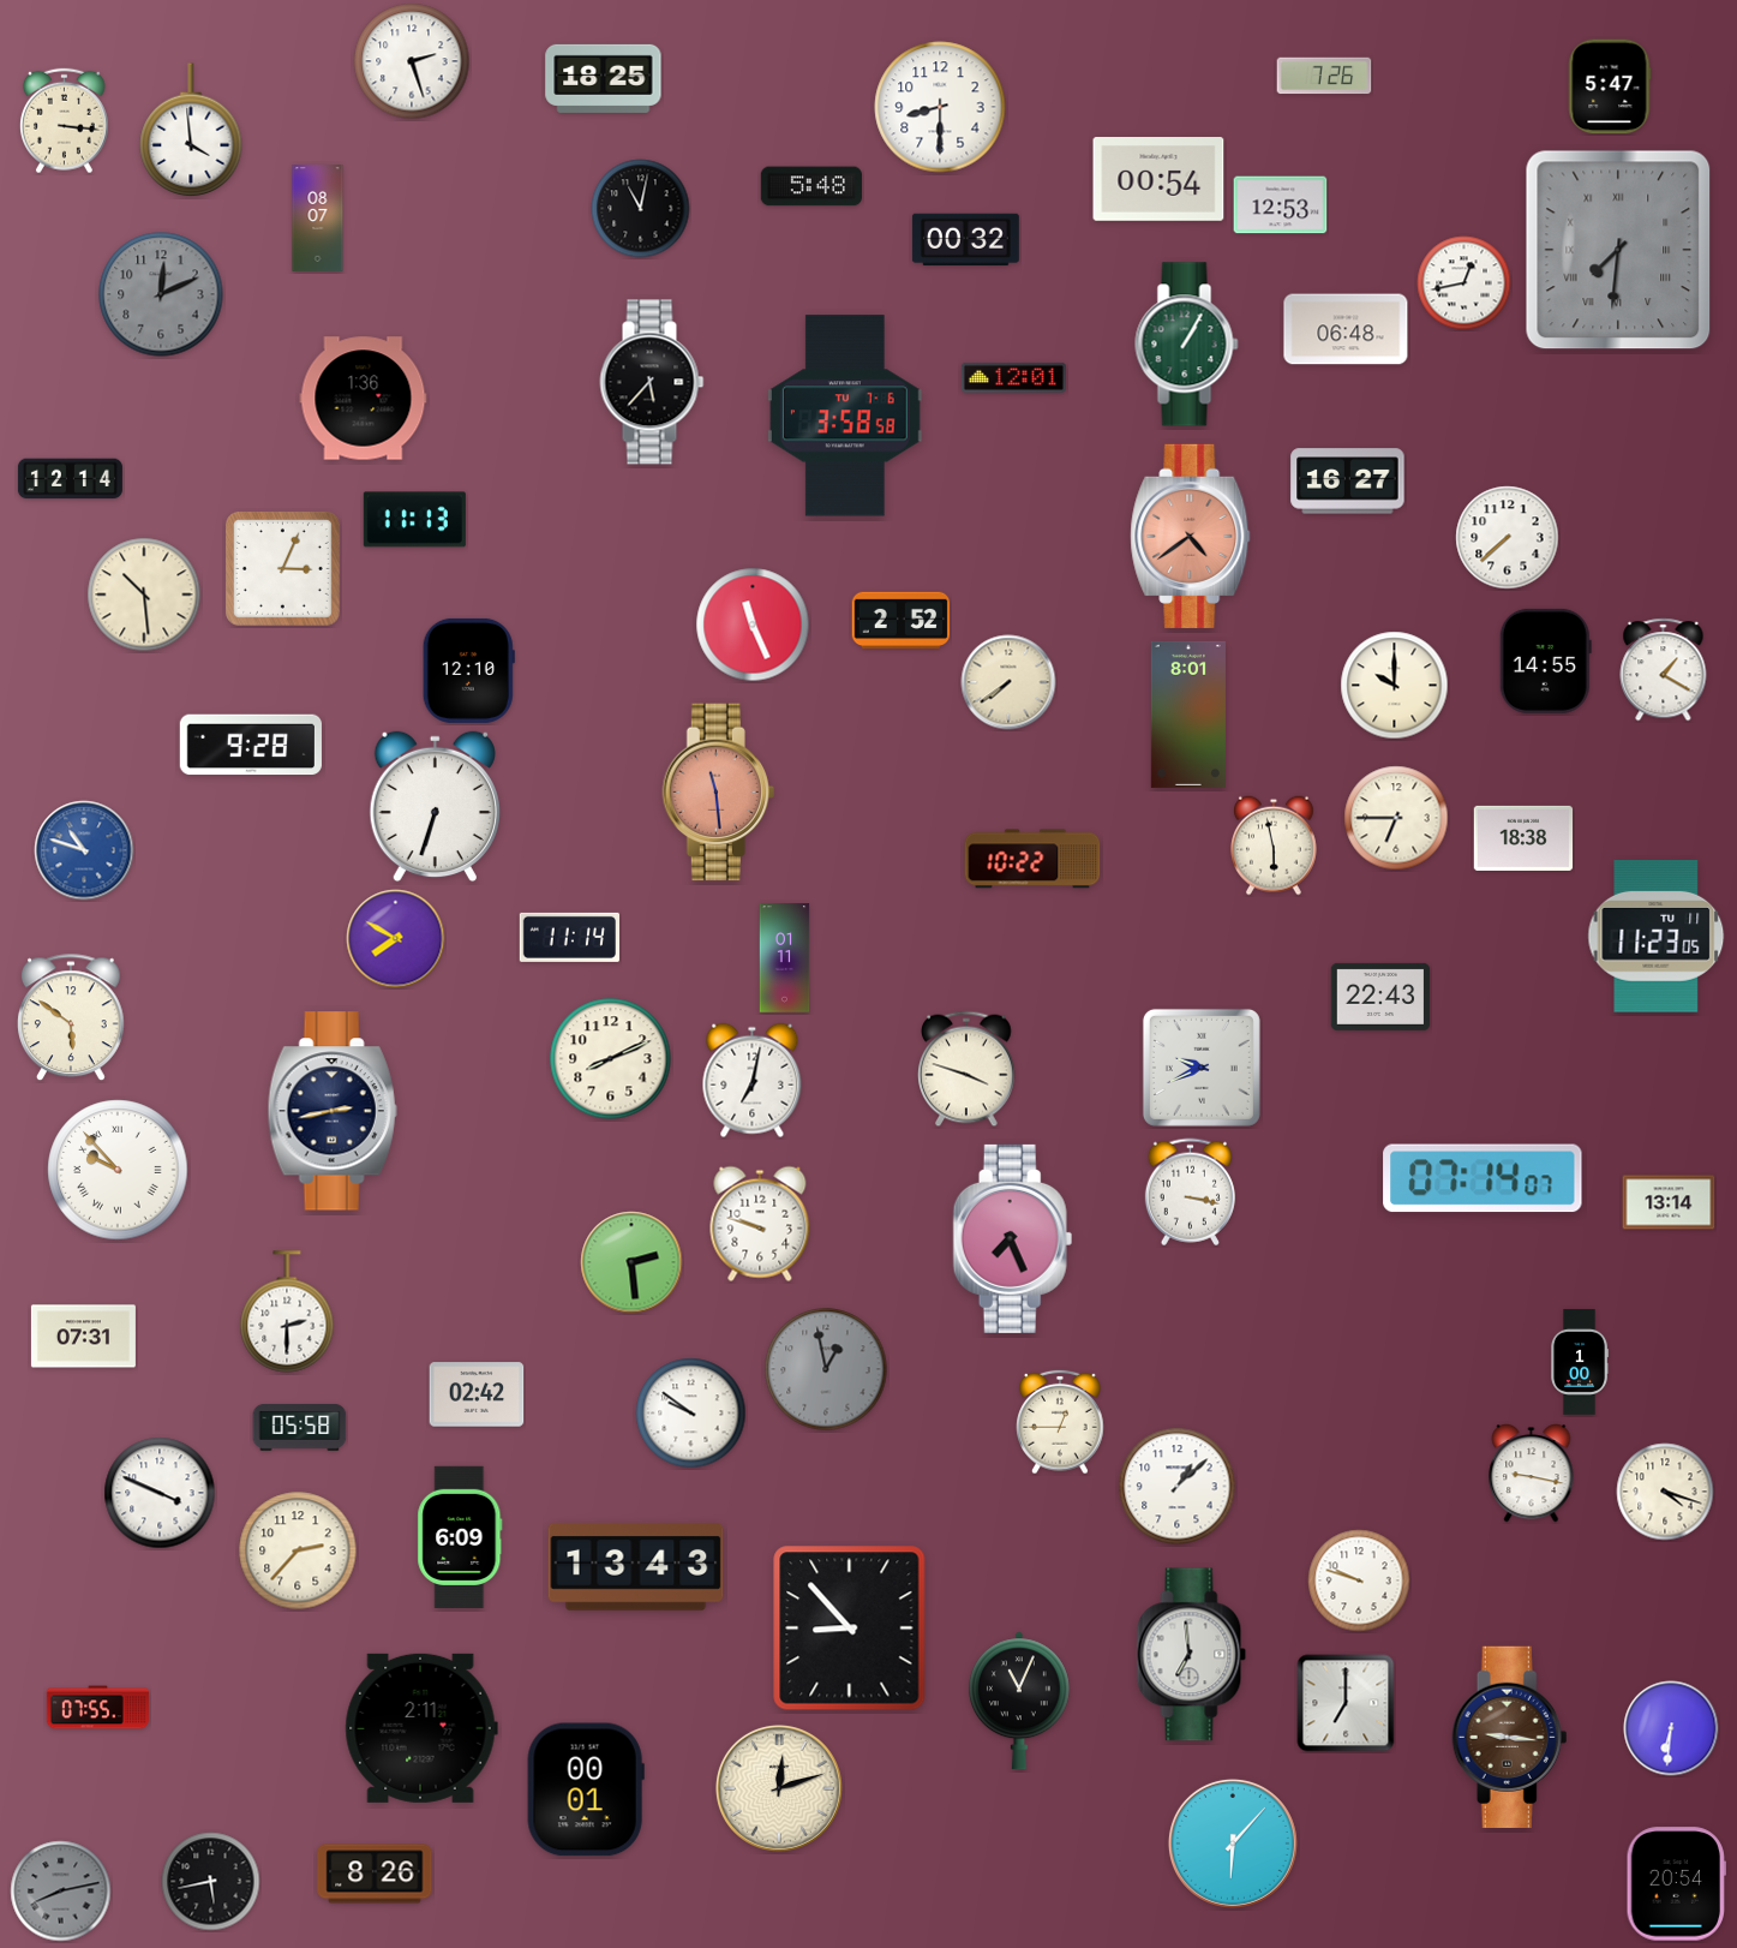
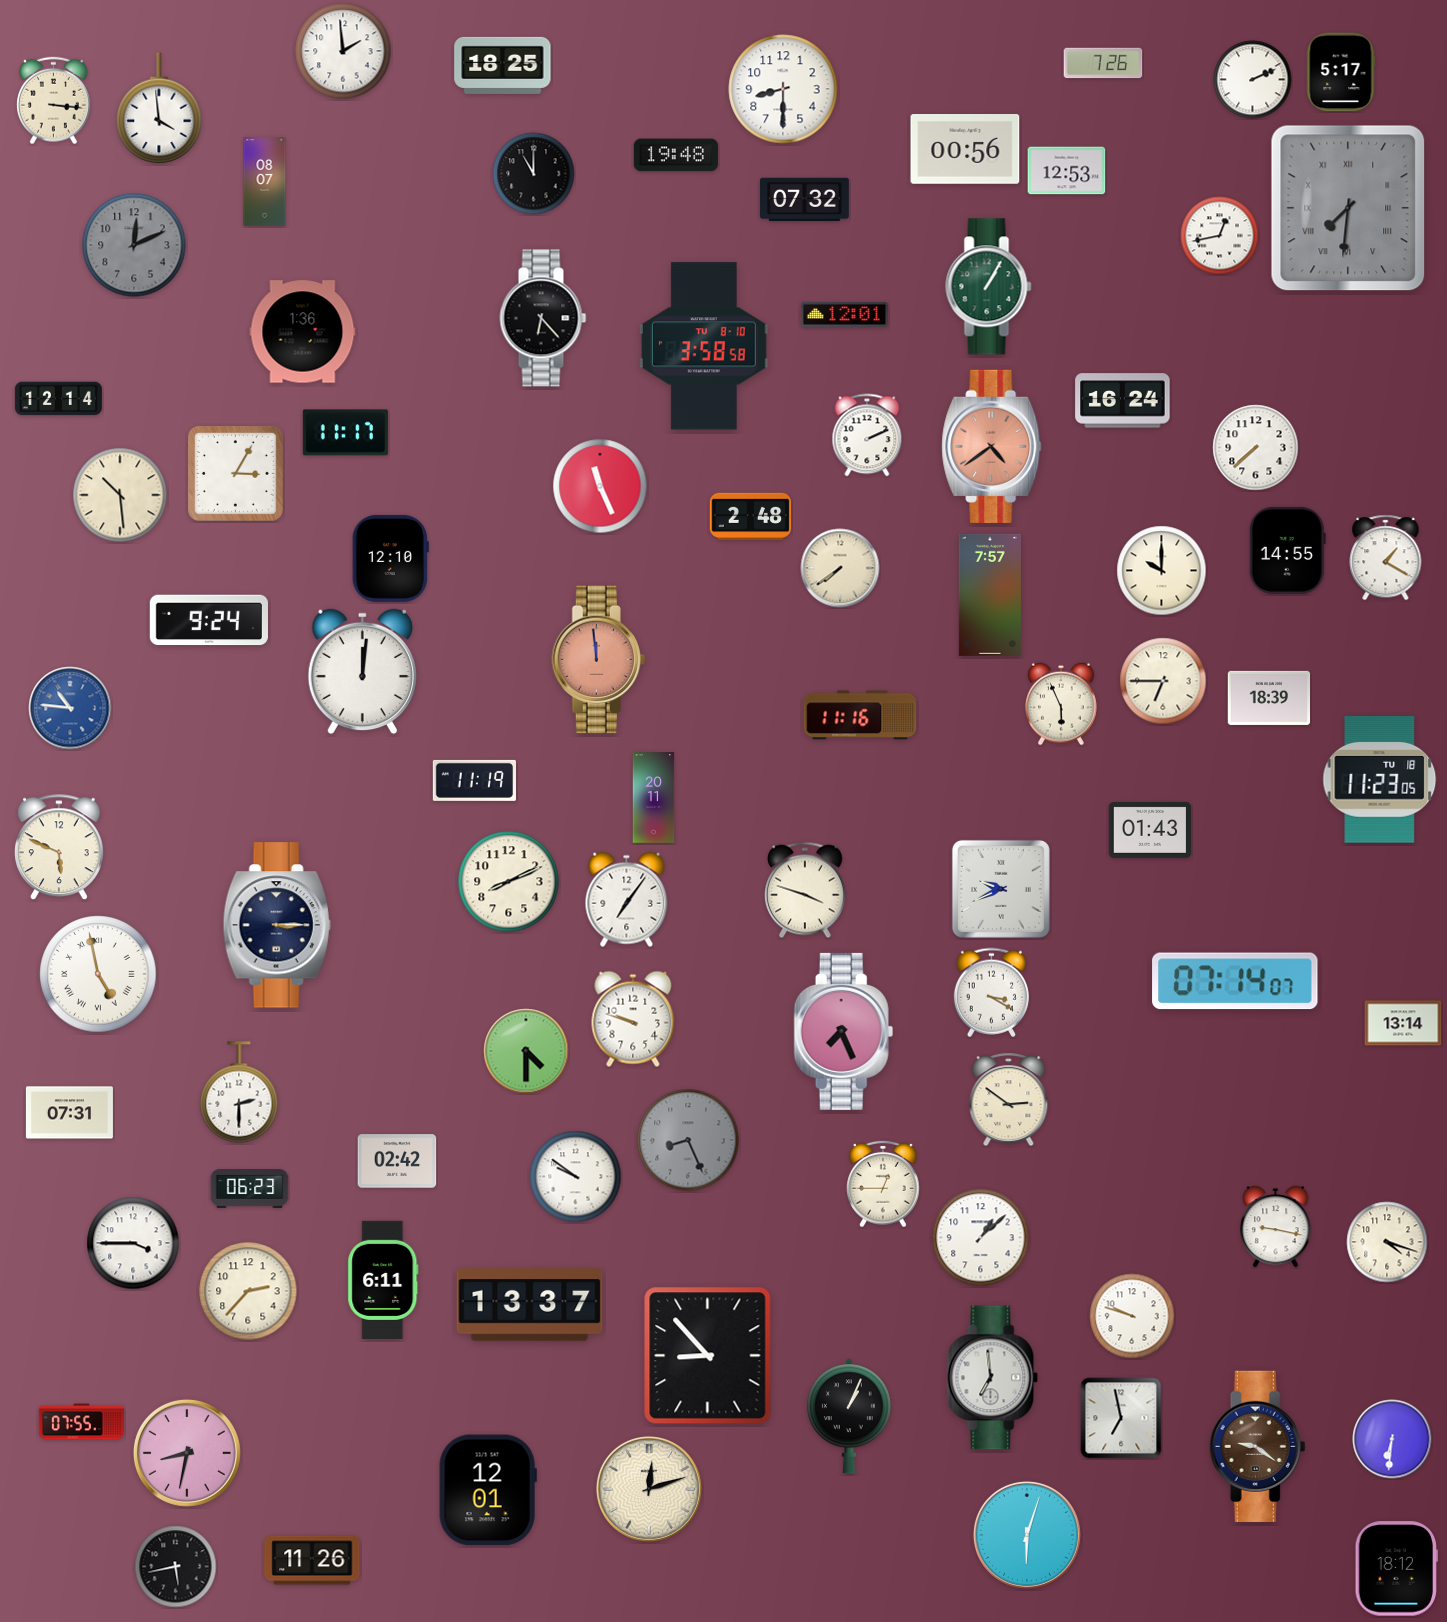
clock at (412, 61): 2:27 -> 1:59
clock at (1610, 86): 5:47 -> 5:17
clock at (1253, 80): none -> 2:11
clock at (1158, 180): 00:54 -> 00:56
clock at (811, 186): 5:48 -> 19:48
clock at (641, 209): 11:02 -> 11:00
clock at (965, 240): 00:32 -> 07:32
clock at (1346, 329): 06:48 -> none
clock at (652, 382): 5:37 -> 6:23
clock at (845, 416) date: TU 7-6 -> TU 8-10
clock at (1348, 482): 16:27 -> 16:24
clock at (414, 520): 11:13 -> 11:17
clock at (867, 435): none -> 2:11
clock at (282, 568): 3:04 -> 3:05
clock at (902, 621): 2:52 -> 2:48
clock at (753, 625) position: (753, 625) -> (600, 486)
clock at (1188, 715): 8:01 -> 7:57
clock at (251, 745): 9:28 -> 9:24
clock at (718, 793): 11:29 -> 11:59
clock at (435, 807): 6:33 -> 12:01
clock at (1523, 838): 18:38 -> 18:39
clock at (1275, 845): 5:58 -> 5:56
clock at (84, 850): 10:48 -> 10:46
clock at (1032, 859): 10:22 -> 11:16
clock at (569, 937): 11:14 -> 11:19
clock at (1657, 937) date: TU 11 -> TU 18
clock at (396, 939): 7:50 -> none
clock at (785, 958): 01:11 -> 20:11
clock at (1380, 997): 22:43 -> 01:43
clock at (72, 1018): 5:51 -> 5:49
clock at (753, 1081): 7:02 -> 7:06
clock at (333, 1111): 2:43 -> 3:15
clock at (118, 1170): 9:53 -> 4:58
clock at (1190, 1193): 3:17 -> 3:20
clock at (1669, 1202) position: (1669, 1202) -> (1403, 1023)
clock at (631, 1262): 2:29 -> 4:30
clock at (1009, 1100): none -> 2:51
clock at (1581, 1362): 1:00 -> none
clock at (826, 1369): 12:58 -> 8:26
clock at (300, 1428): 05:58 -> 06:23
clock at (160, 1493): 3:49 -> 3:45
clock at (460, 1537): 6:09 -> 6:11
clock at (636, 1567): 13:43 -> 13:37
clock at (1019, 1701): 11:04 -> 1:04
clock at (1346, 1703): 7:00 -> 6:58
clock at (421, 1728): 2:11 -> none
clock at (1510, 1737): 9:16 -> 9:21
clock at (187, 1453): none -> 8:32
clock at (586, 1789): 00:01 -> 12:01
clock at (1233, 1844): 6:07 -> 6:03
clock at (375, 1874): 8:26 -> 11:26
clock at (1676, 1884): 20:54 -> 18:12
clock at (61, 1892): 8:13 -> none
